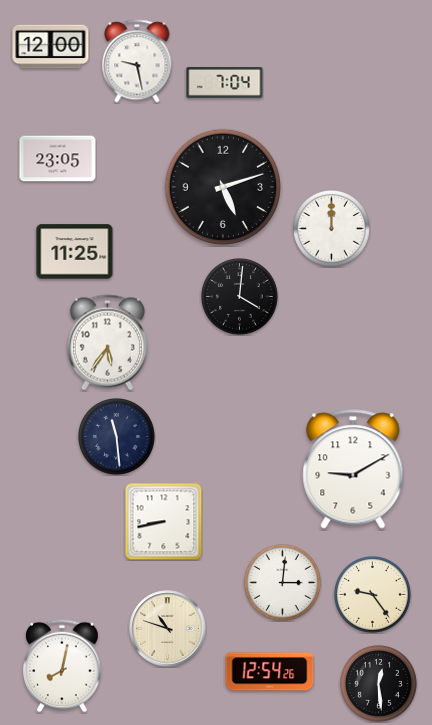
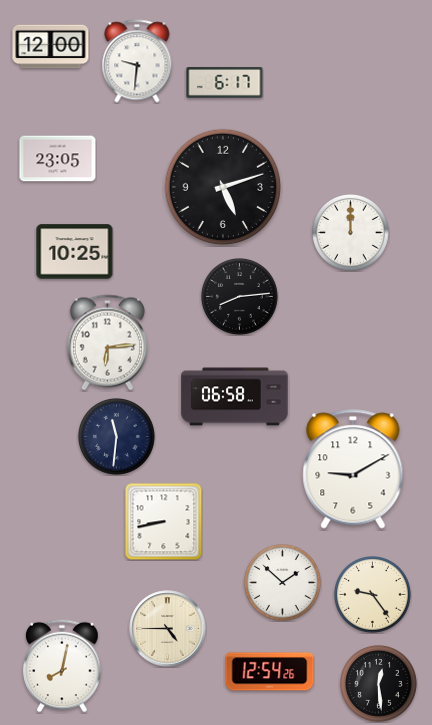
clock at (137, 61): 9:28 -> 9:31
clock at (225, 83): 7:04 -> 6:17
clock at (332, 229) position: (332, 229) -> (351, 233)
clock at (75, 252): 11:25 -> 10:25
clock at (240, 297): 4:01 -> 8:14
clock at (107, 343): 5:36 -> 6:14
clock at (235, 397): none -> 06:58
clock at (117, 437): 11:29 -> 11:31
clock at (283, 583): 3:01 -> 1:52
clock at (168, 629): 10:48 -> 4:45
